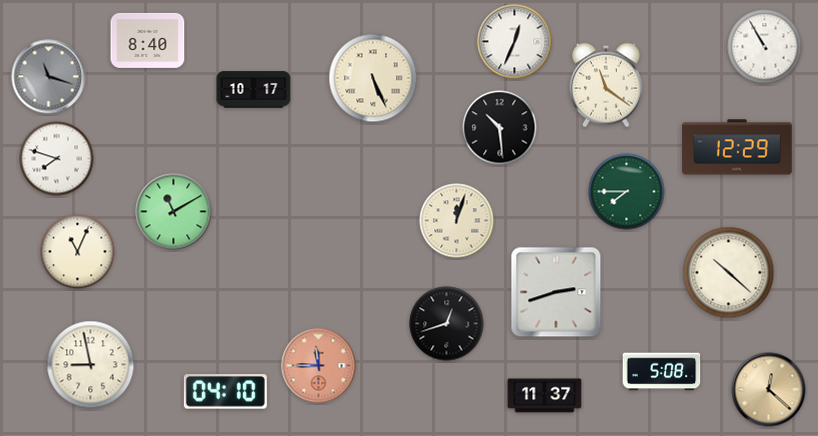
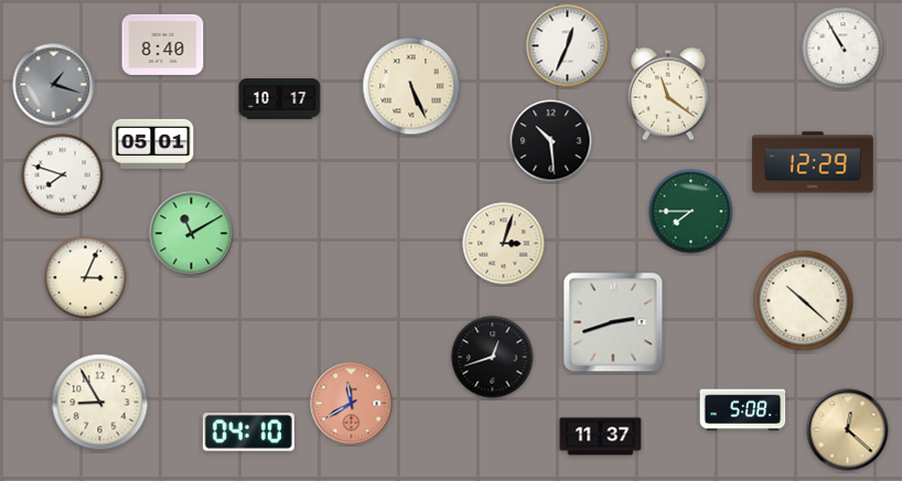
clock at (765, 47) position: (765, 47) -> (844, 49)
clock at (49, 77): 11:18 -> 1:18
clock at (153, 143): none -> 05:01
clock at (457, 221): 12:03 -> 3:03
clock at (78, 252): 11:04 -> 3:04
clock at (91, 365): 8:58 -> 8:55
clock at (319, 366): 11:45 -> 11:40
clock at (662, 372) position: (662, 372) -> (743, 410)
